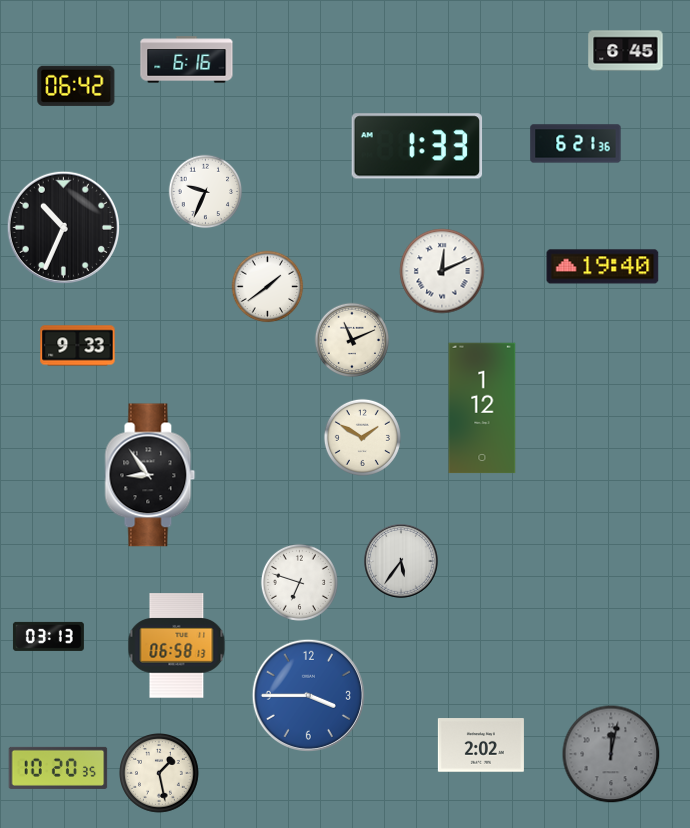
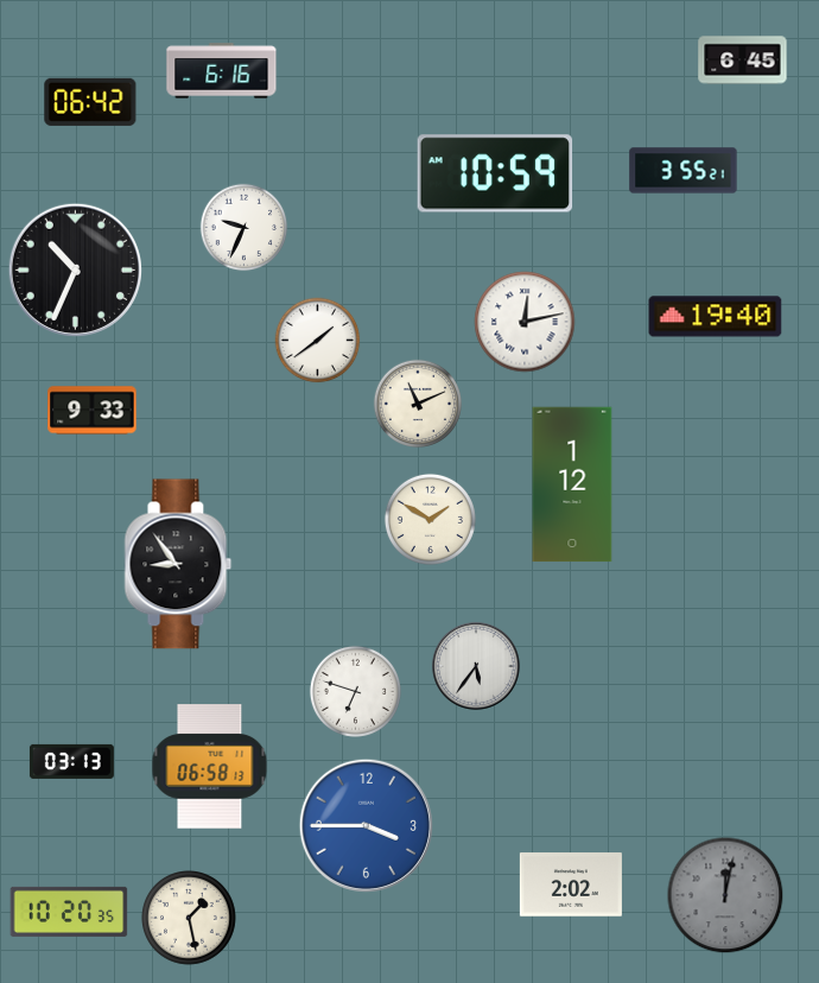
clock at (576, 144): 6:21 -> 3:55
clock at (417, 146): 1:33 -> 10:59
clock at (442, 271): 12:11 -> 12:13
clock at (48, 636) position: (48, 636) -> (71, 761)
